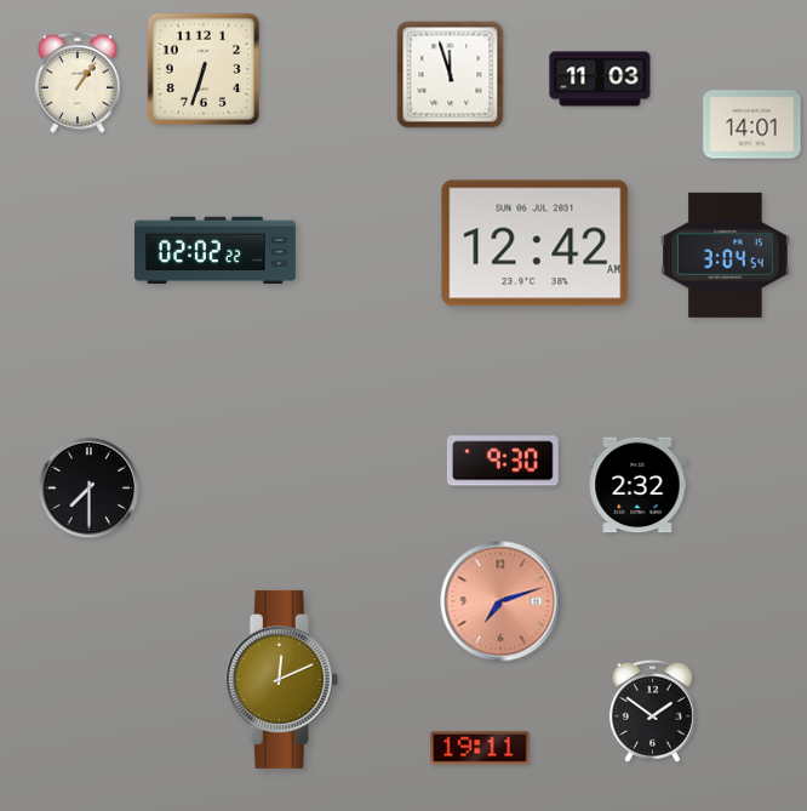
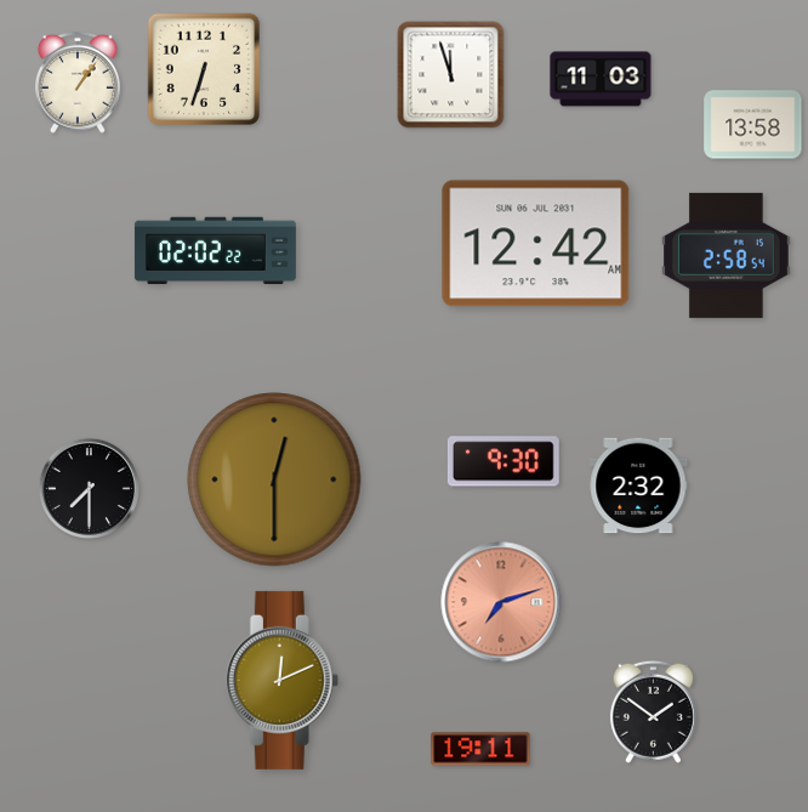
clock at (752, 125): 14:01 -> 13:58
clock at (726, 255): 3:04 -> 2:58
clock at (274, 479): none -> 12:30
